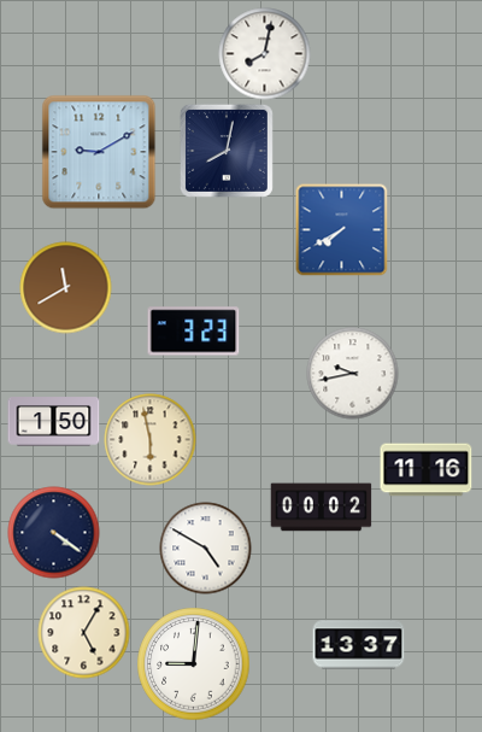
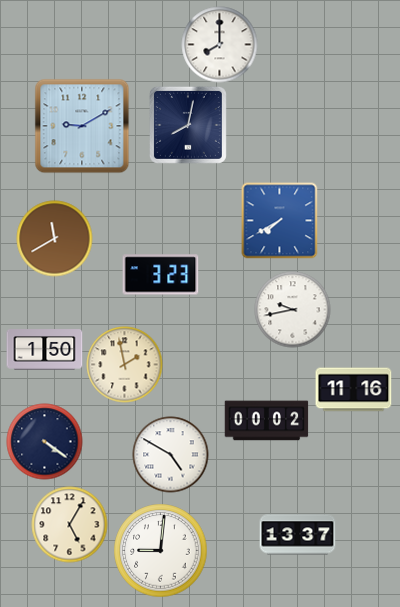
clock at (265, 54): 8:02 -> 8:00
clock at (342, 230) position: (342, 230) -> (280, 221)
clock at (151, 440): 5:58 -> 1:58
